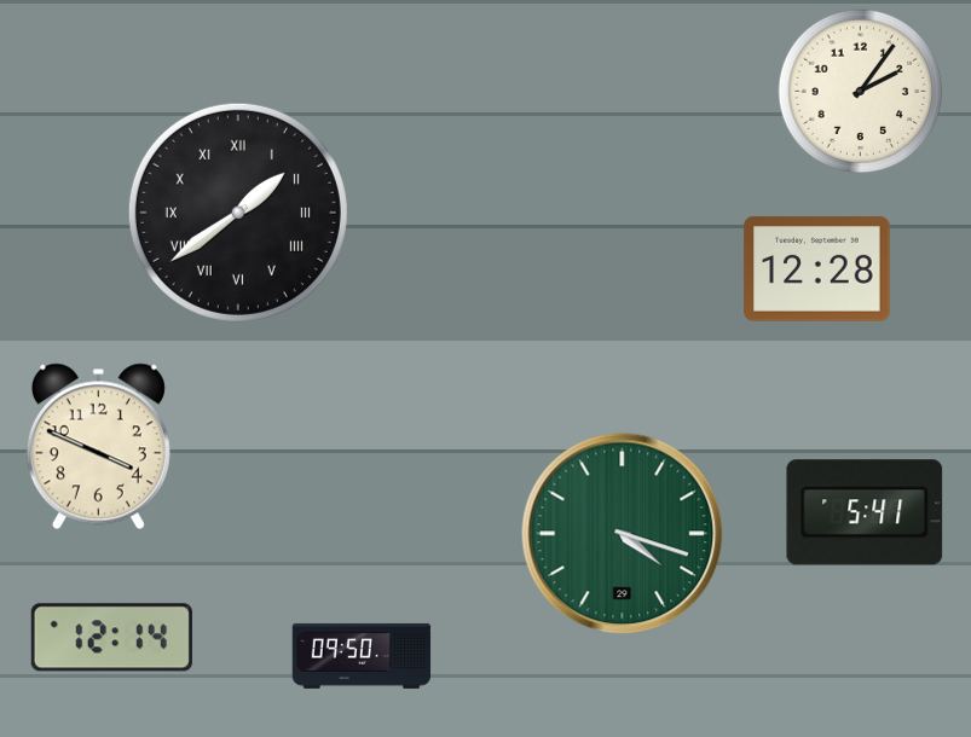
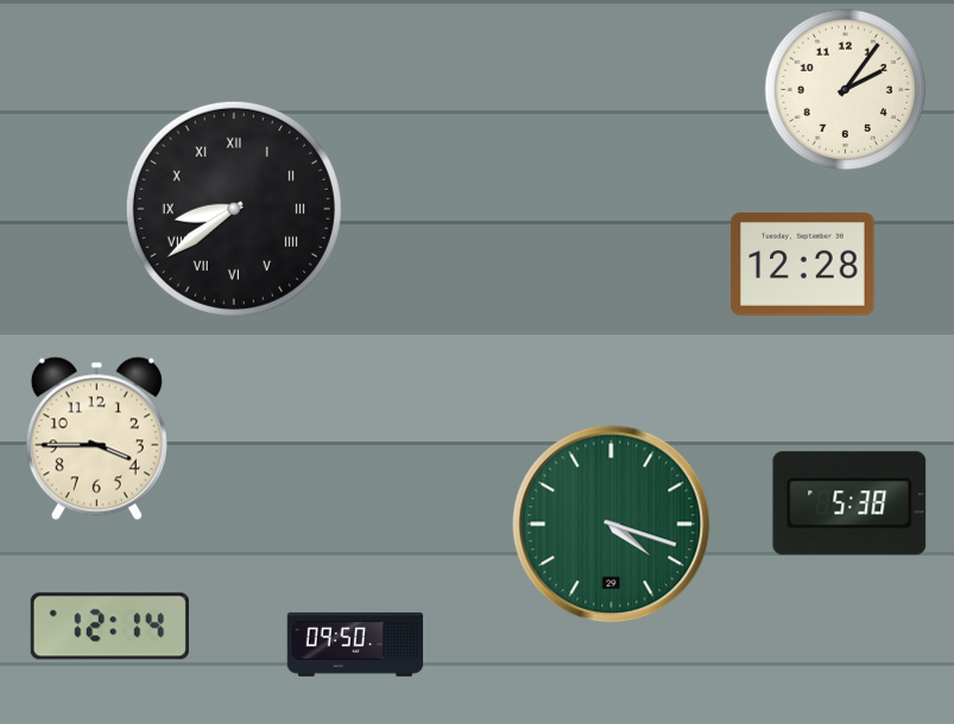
clock at (238, 213): 1:39 -> 8:39
clock at (98, 447): 3:49 -> 3:45
clock at (865, 512): 5:41 -> 5:38
